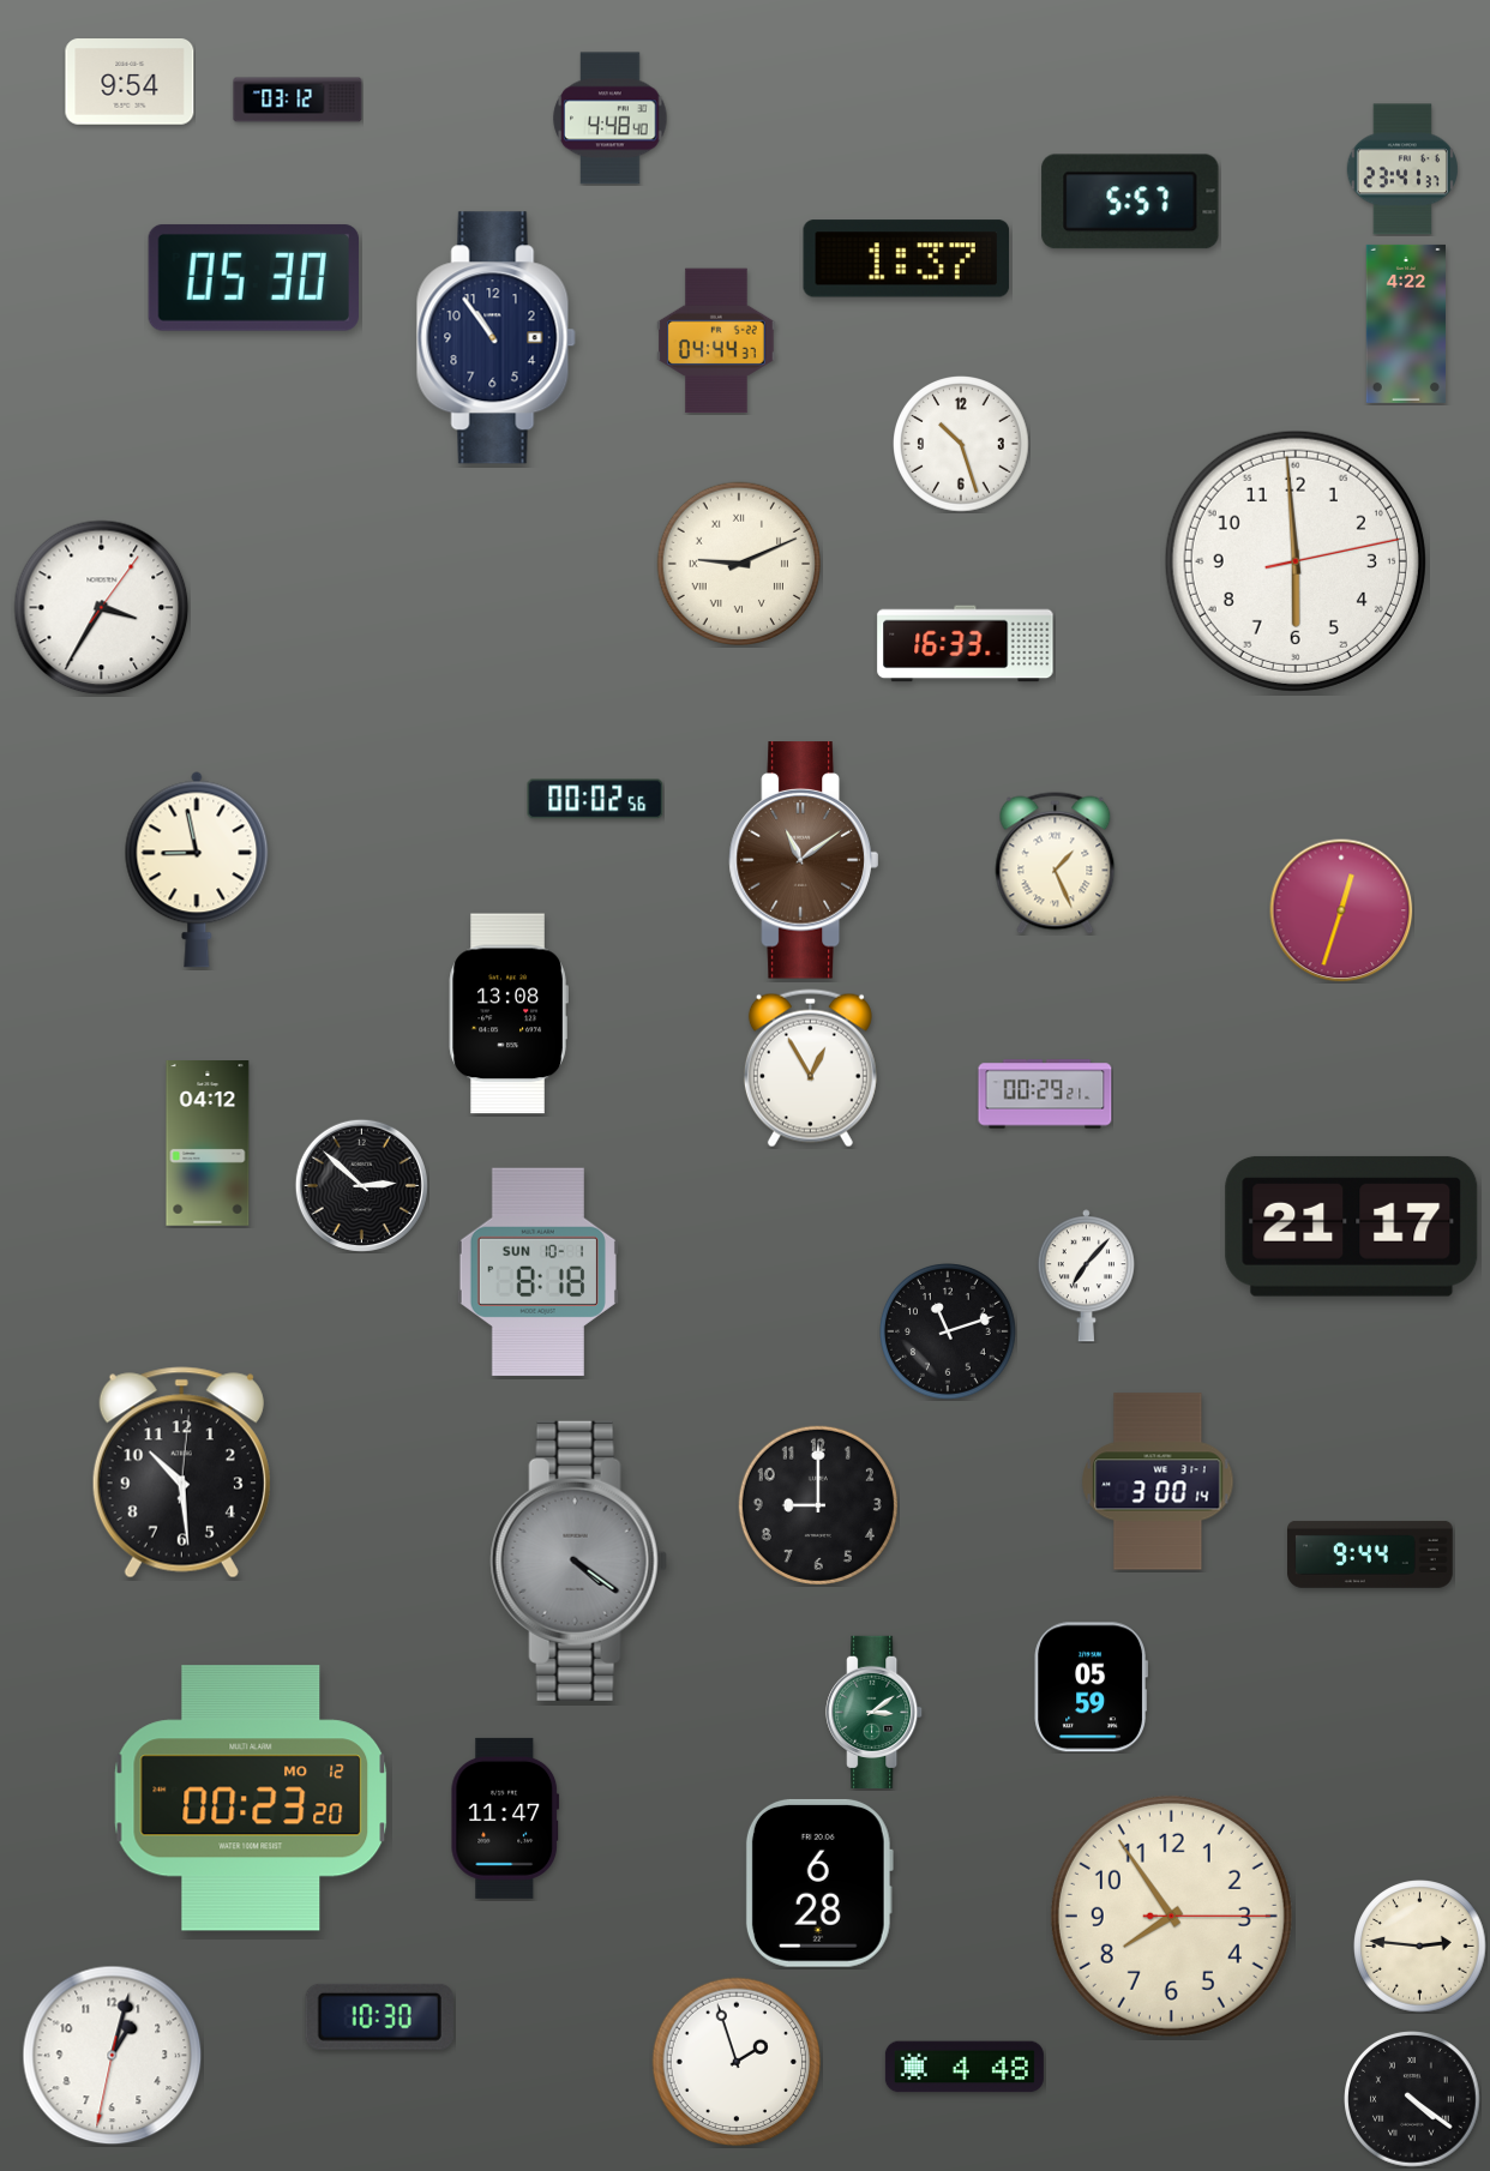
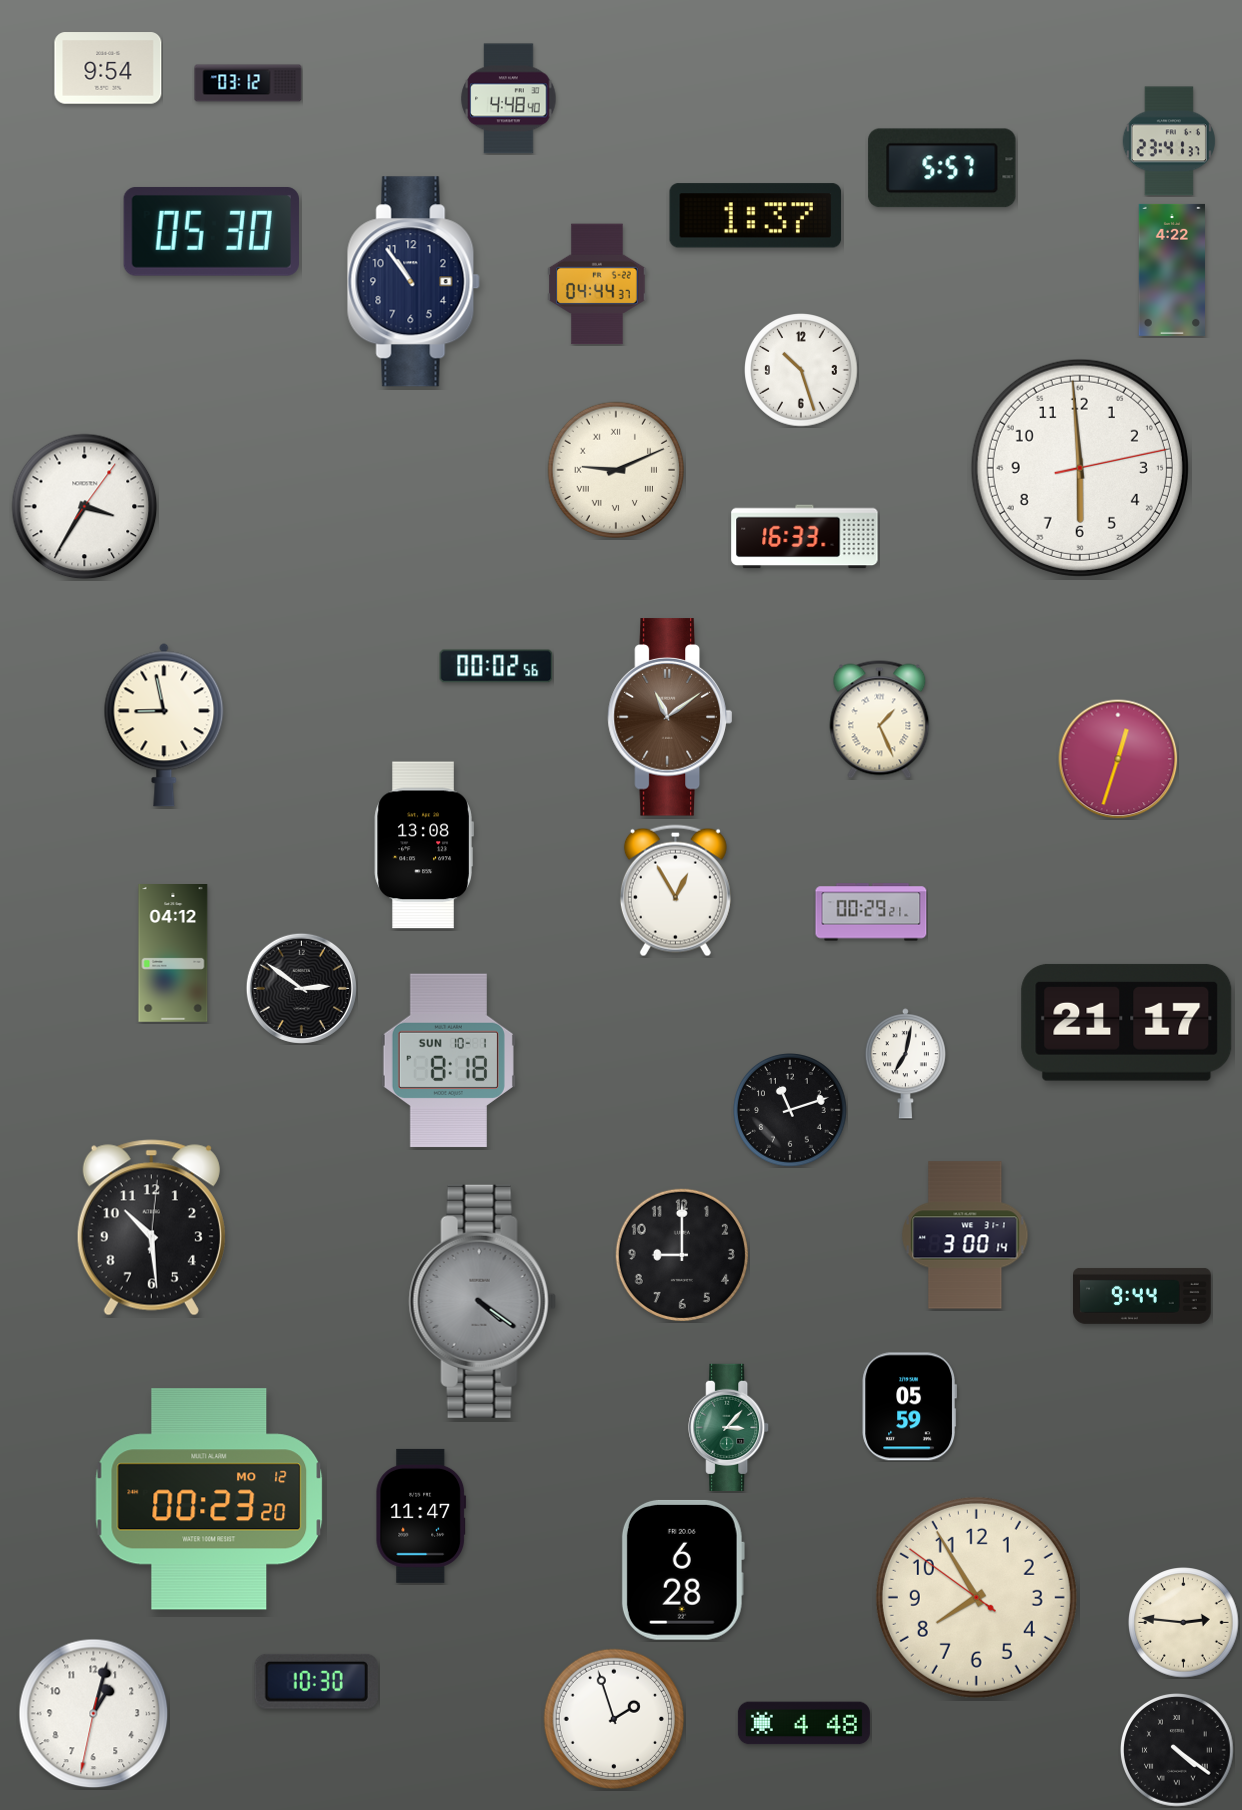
clock at (361, 1185): 2:52 -> 2:51
clock at (1086, 1276): 7:07 -> 7:02
clock at (875, 1712): 3:09 -> 3:07
clock at (1171, 1916): 7:54:15 -> 7:54:51
